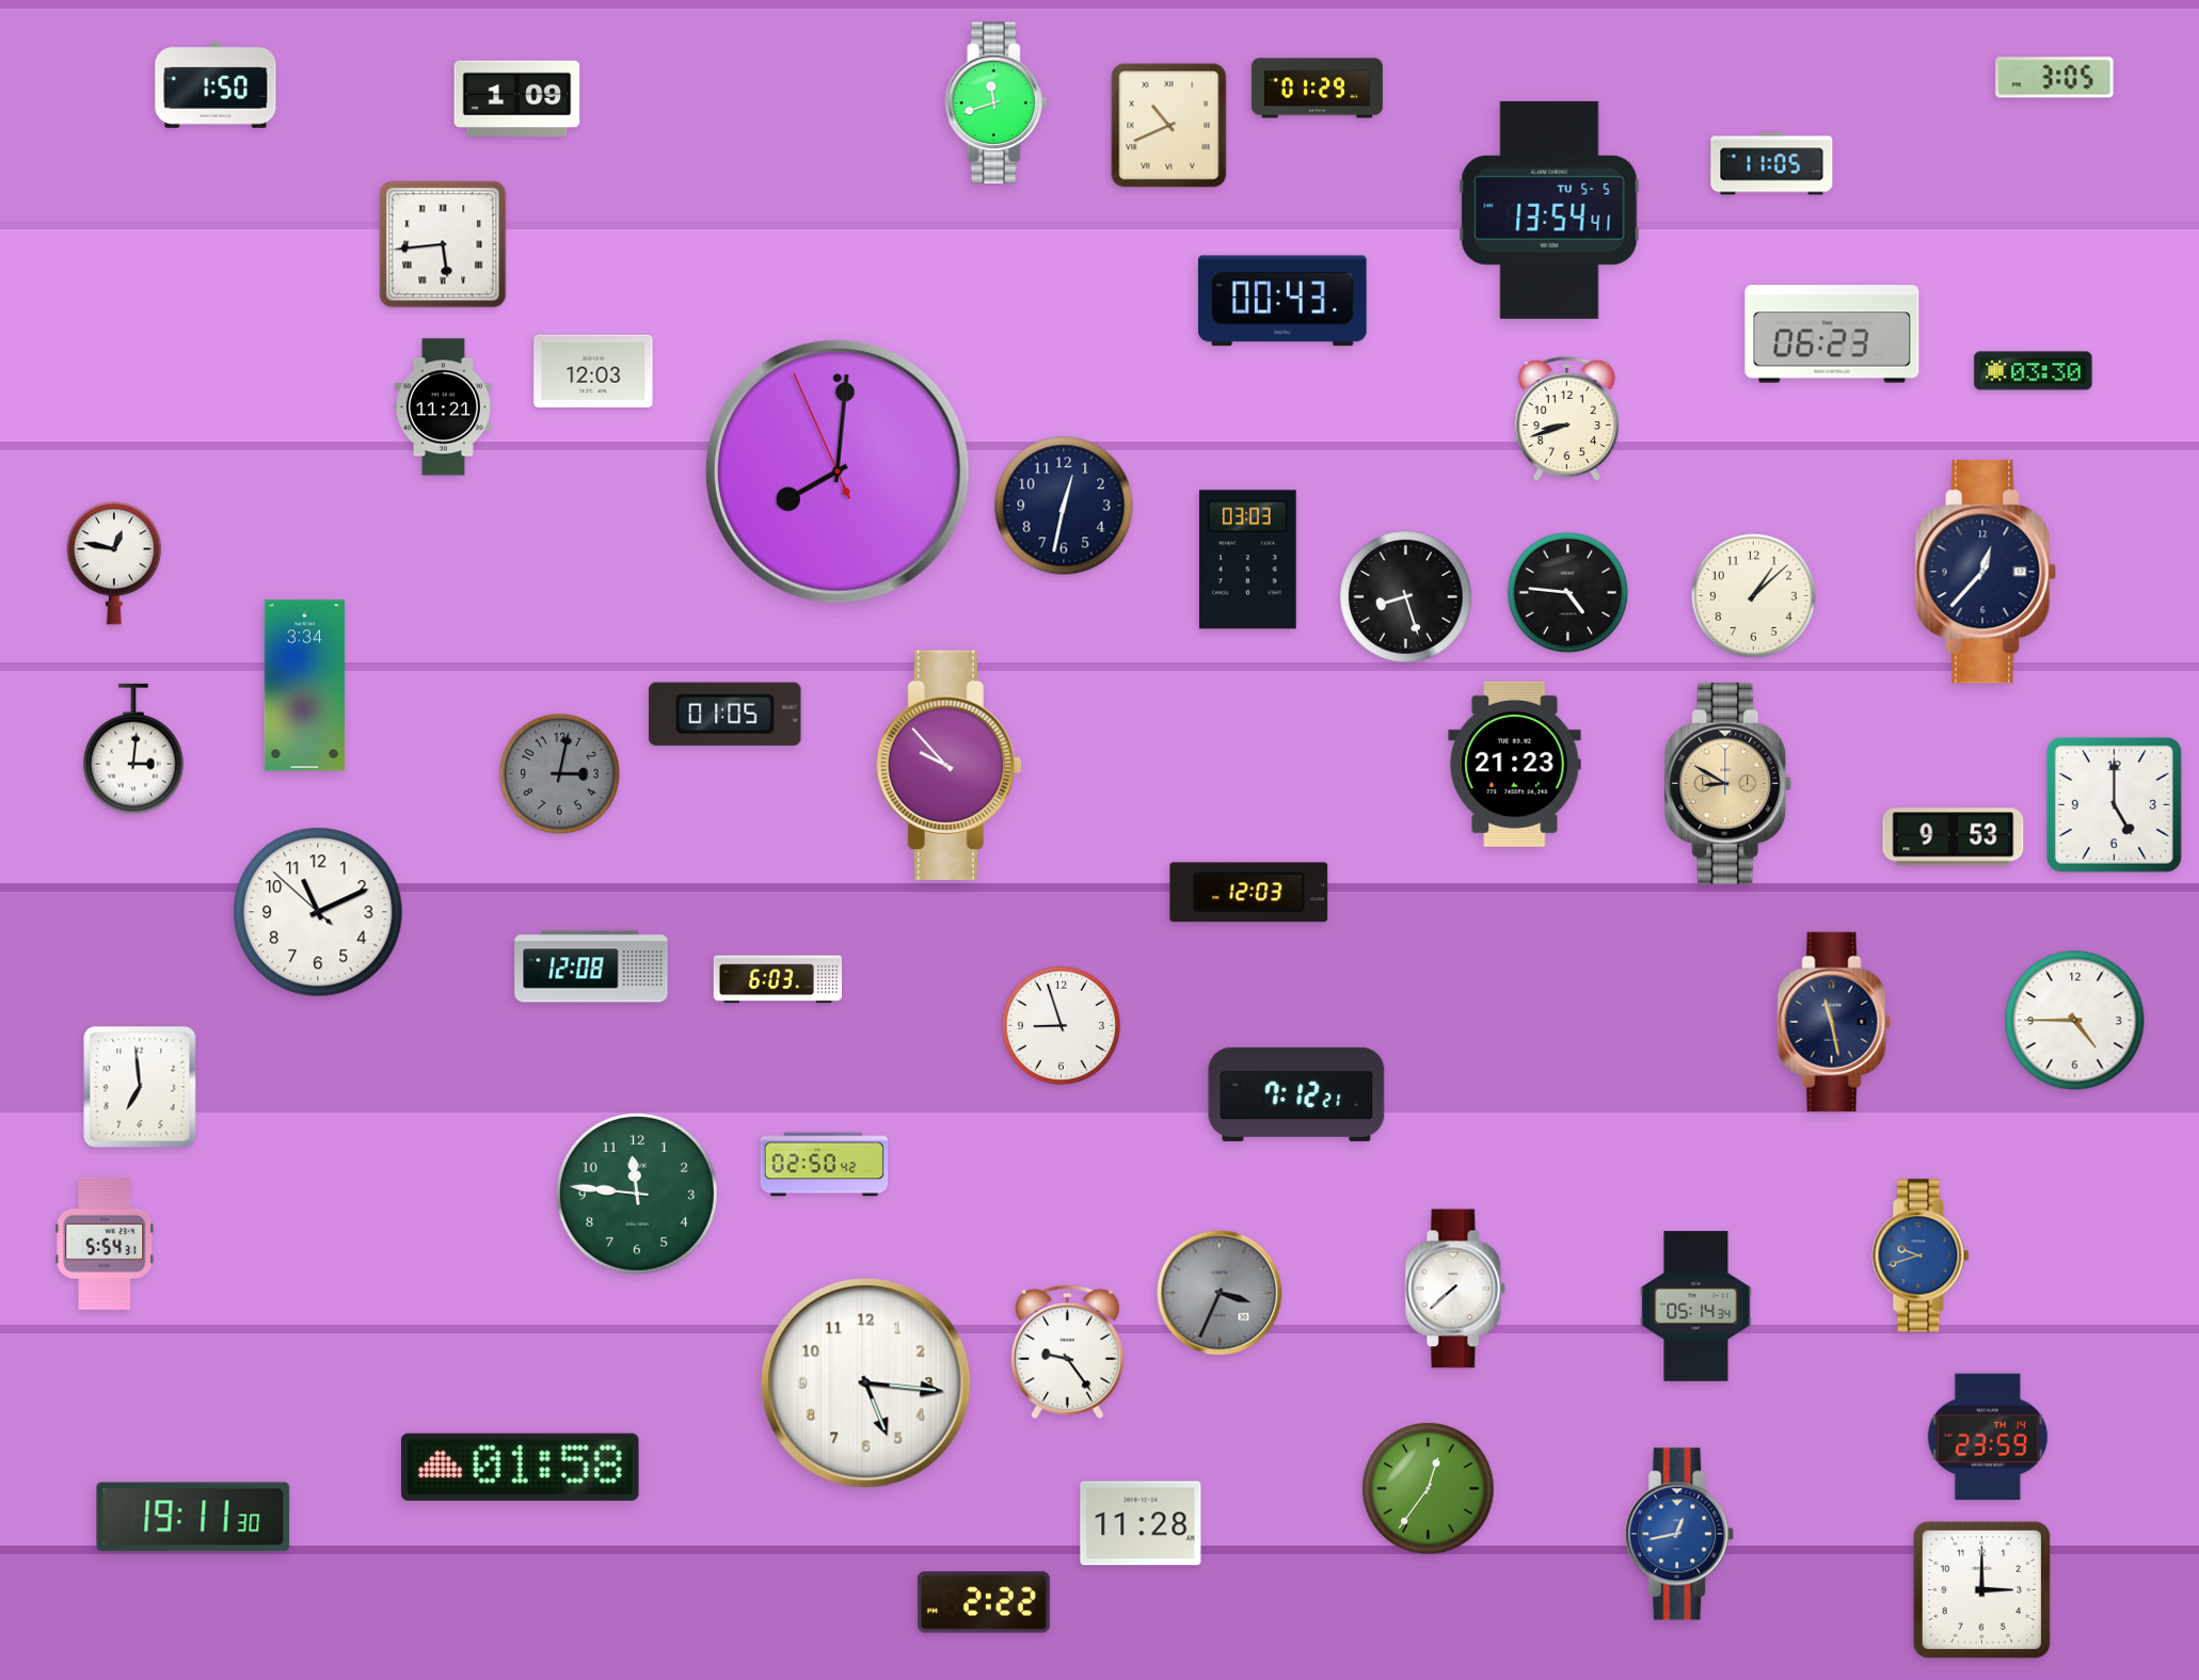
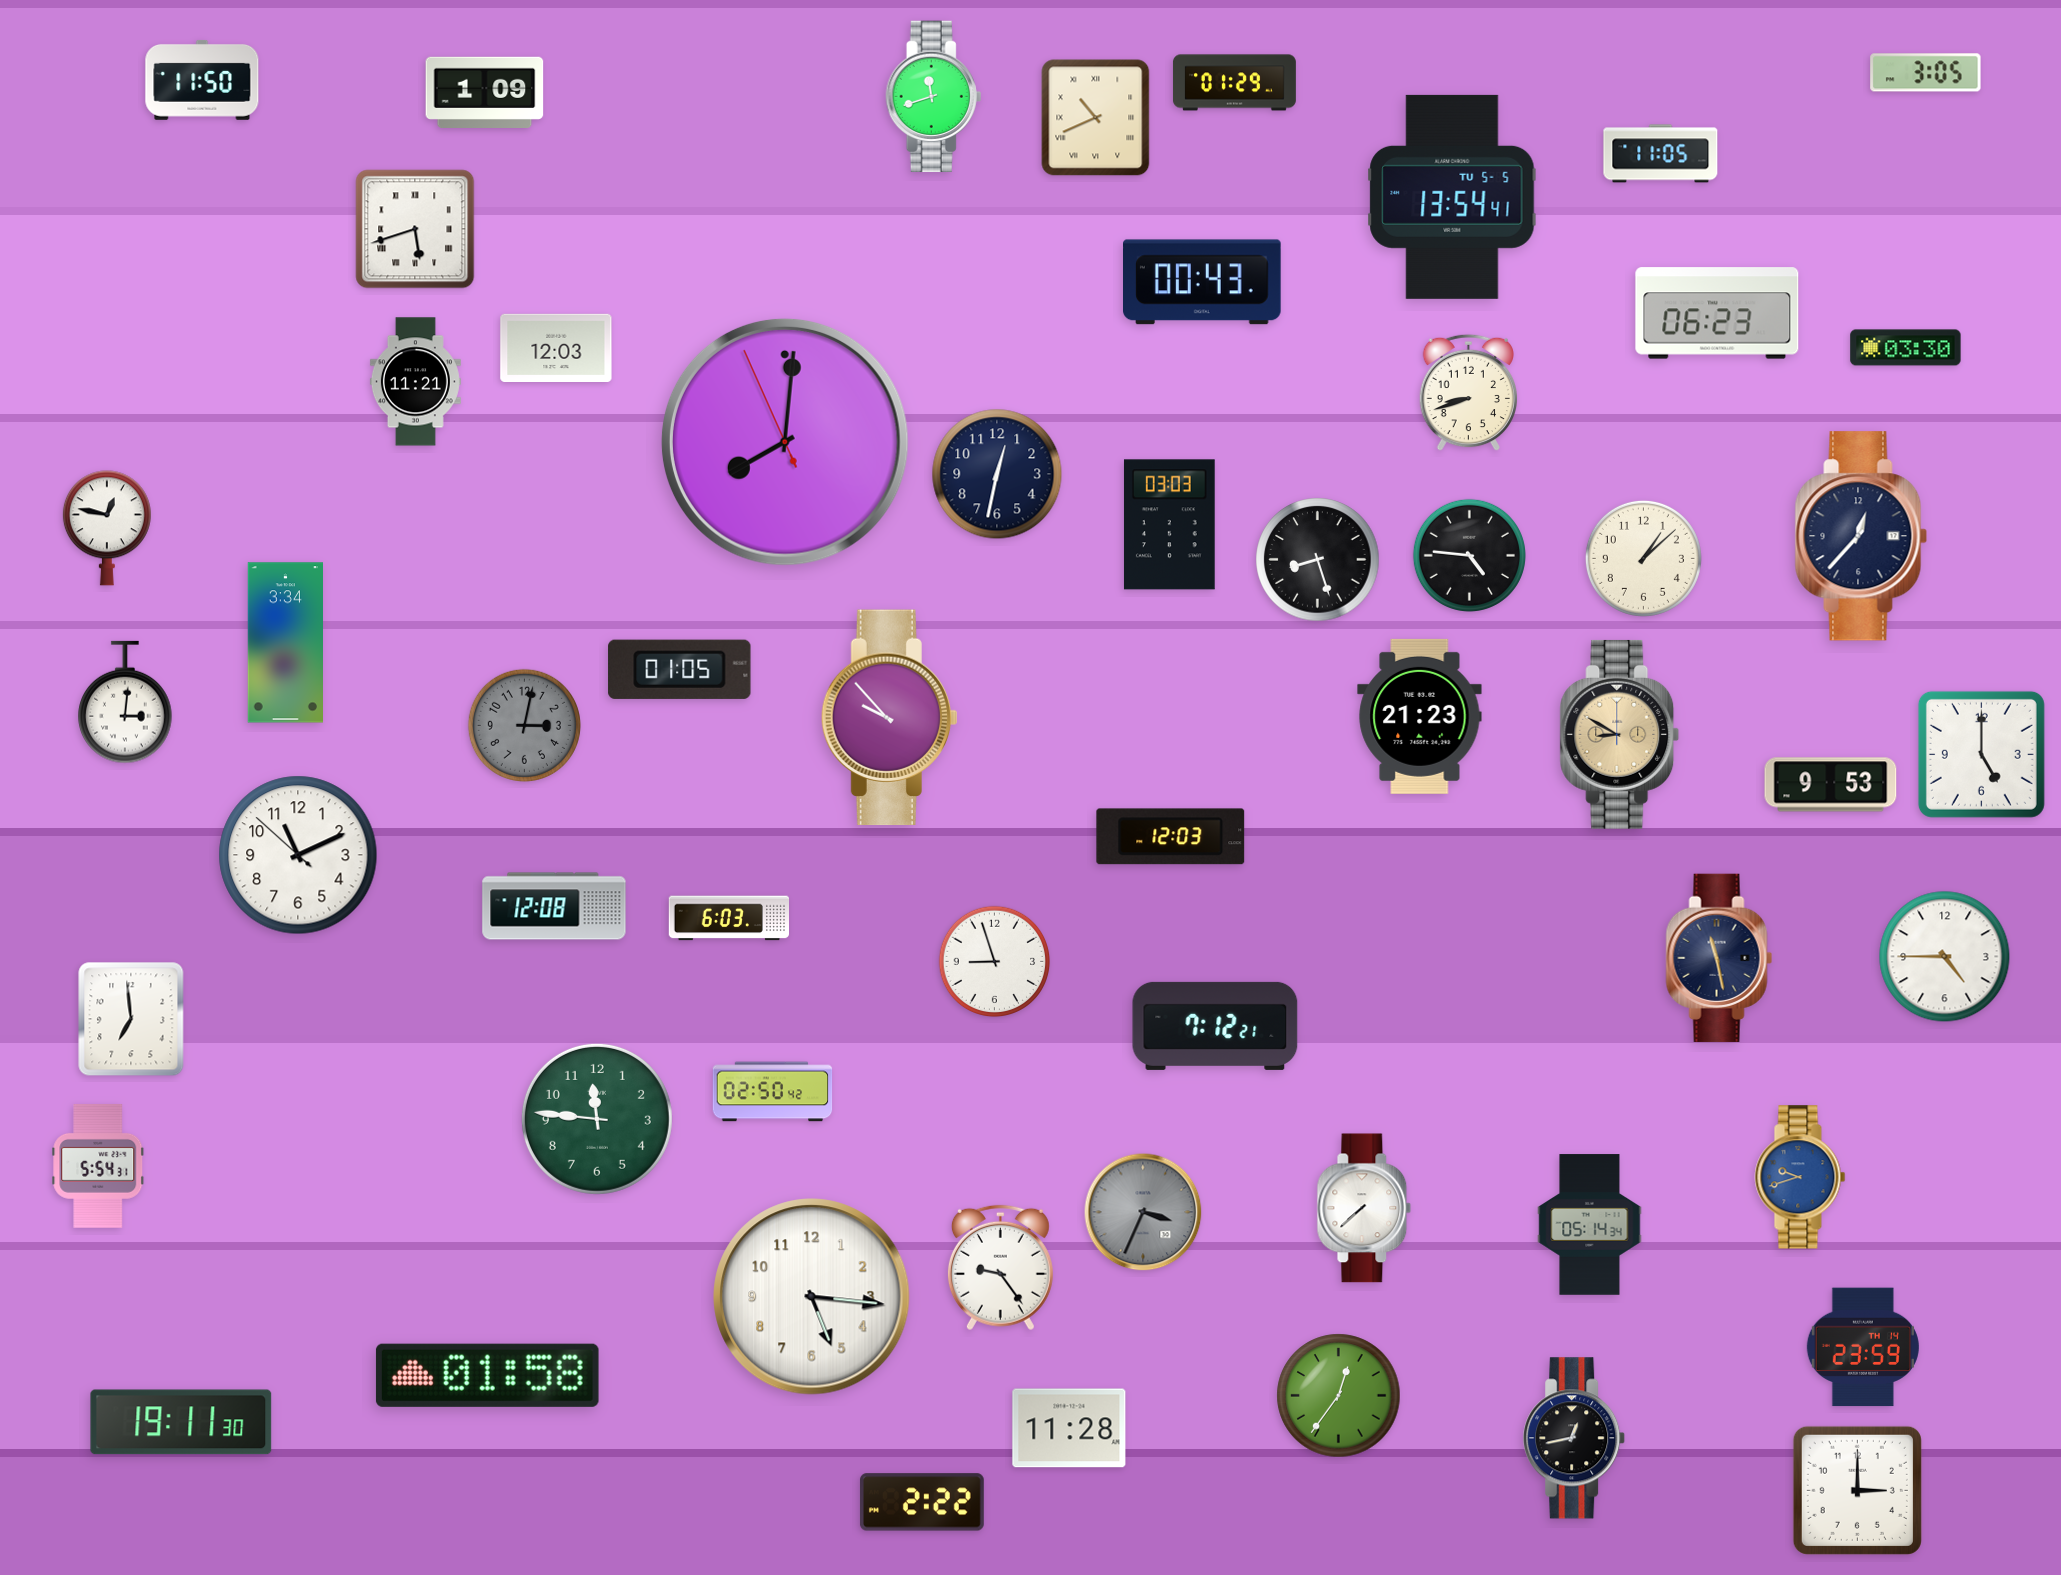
clock at (216, 85): 1:50 -> 11:50
clock at (443, 244): 5:44 -> 5:42
clock at (1680, 1534) dial: blue -> black
